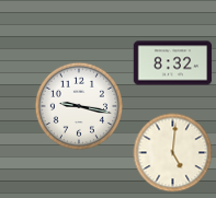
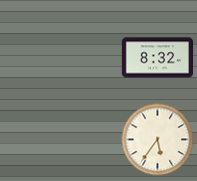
clock at (78, 105): 9:17 -> none
clock at (173, 153): 5:01 -> 5:36
